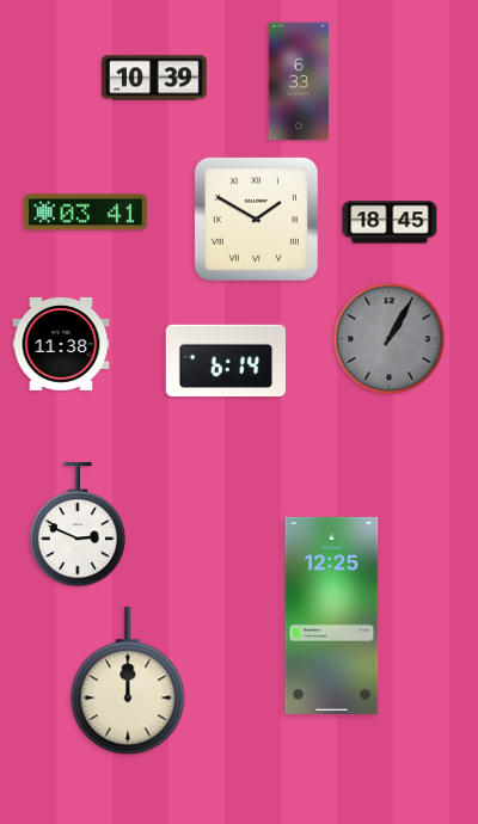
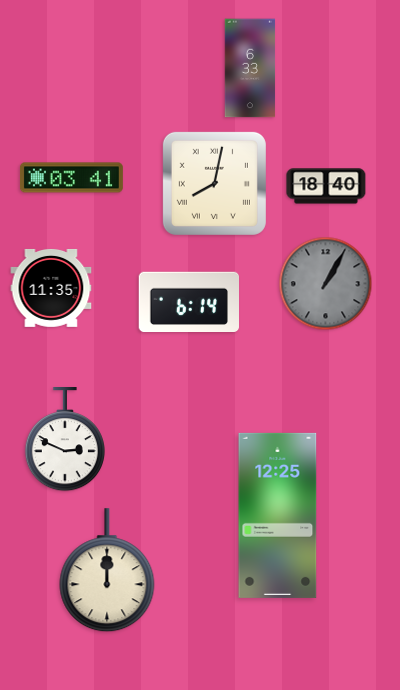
clock at (155, 78): 10:39 -> none
clock at (256, 219): 1:50 -> 8:02
clock at (390, 222): 18:45 -> 18:40
clock at (61, 344): 11:38 -> 11:35
